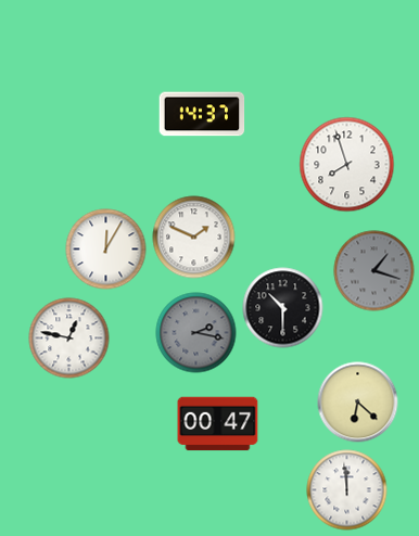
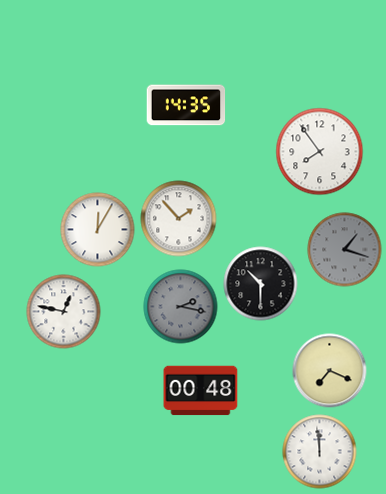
clock at (202, 114): 14:37 -> 14:35
clock at (347, 165): 7:57 -> 7:54
clock at (194, 238): 1:49 -> 1:53
clock at (358, 403): 6:22 -> 7:19
clock at (218, 424): 00:47 -> 00:48
